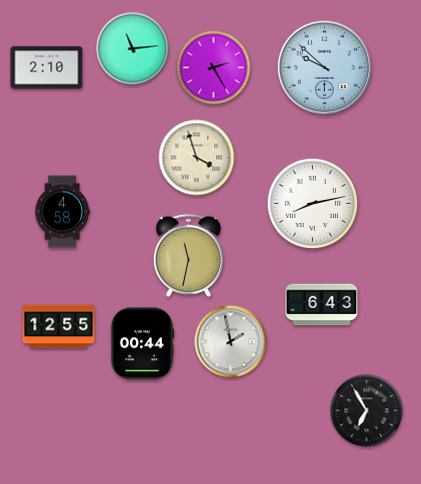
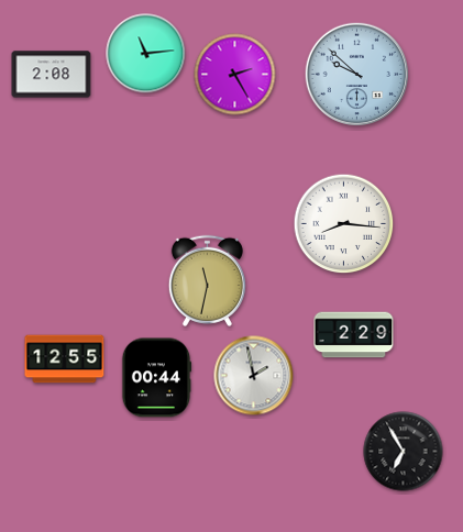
clock at (47, 68): 2:10 -> 2:08
clock at (197, 158): 3:57 -> none
clock at (313, 204): 8:13 -> 8:16
clock at (62, 212): 4:58 -> none
clock at (322, 305): 6:43 -> 2:29
